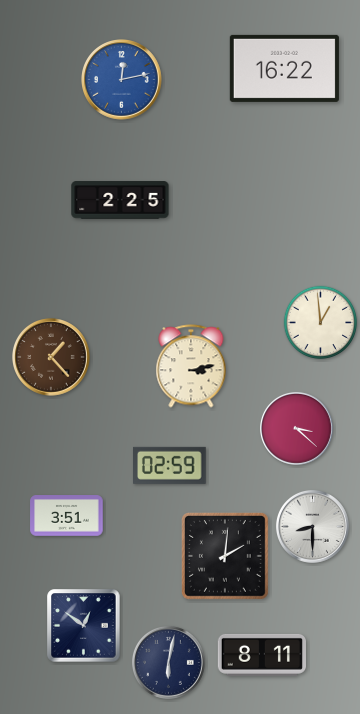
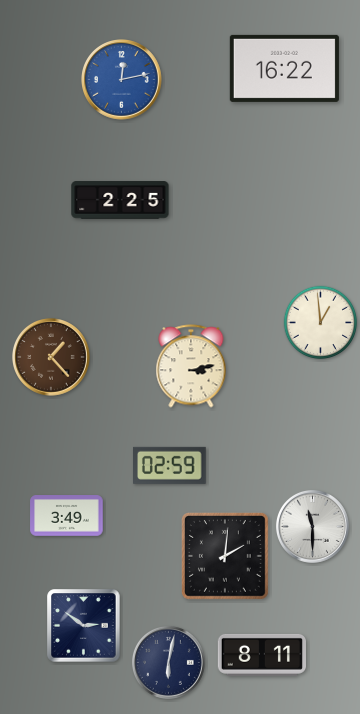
clock at (296, 428): 3:22 -> none
clock at (67, 516): 3:51 -> 3:49
clock at (312, 526): 8:30 -> 11:30
clock at (84, 626): 12:51 -> 2:51
